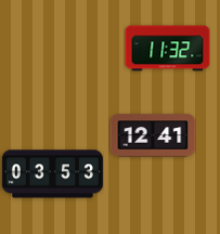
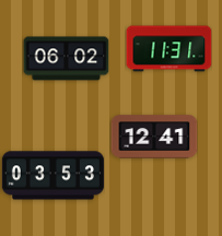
clock at (167, 49): 11:32 -> 11:31
clock at (66, 59): none -> 06:02
